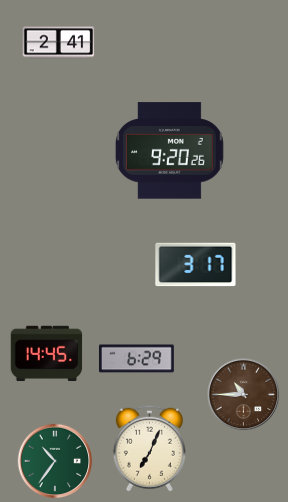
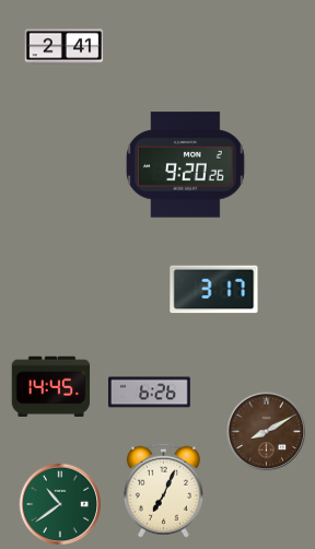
clock at (136, 359): 6:29 -> 6:26
clock at (244, 395): 10:45 -> 8:10
clock at (55, 461): 10:36 -> 10:39
